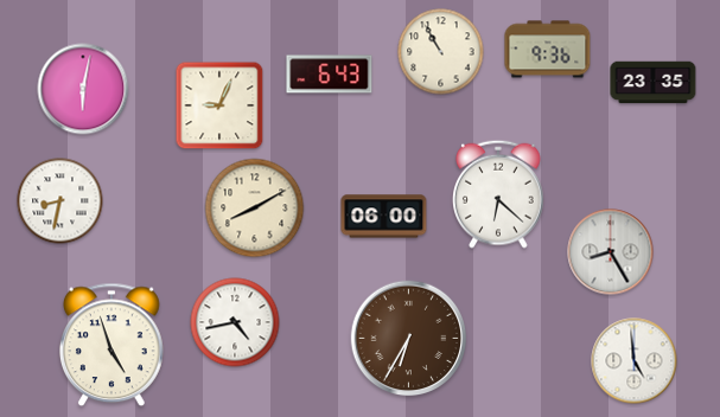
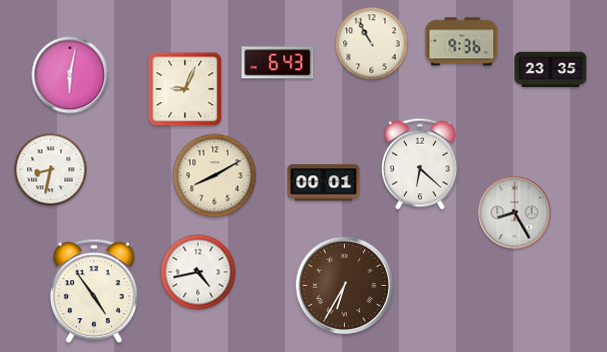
clock at (384, 217): 06:00 -> 00:01
clock at (113, 345): 4:57 -> 4:54
clock at (635, 361): 4:59 -> none
